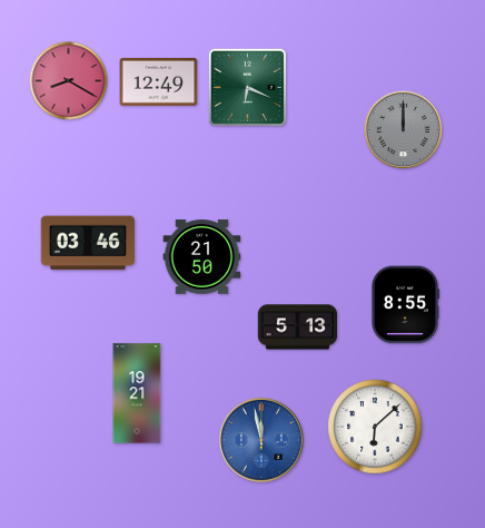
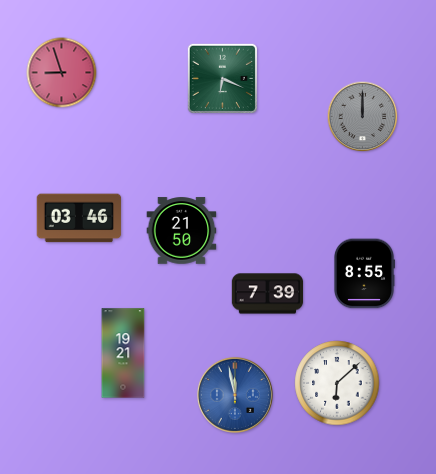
clock at (69, 81): 8:20 -> 8:57
clock at (159, 82): 12:49 -> none
clock at (298, 327): 5:13 -> 7:39
